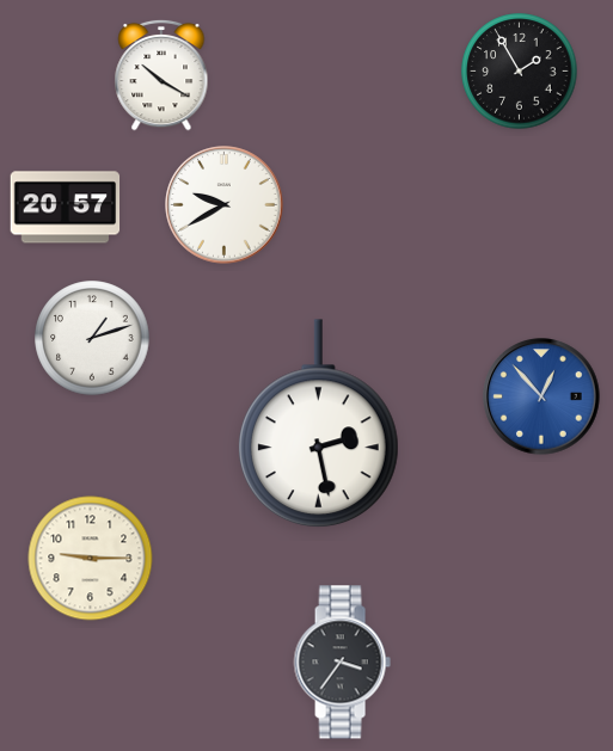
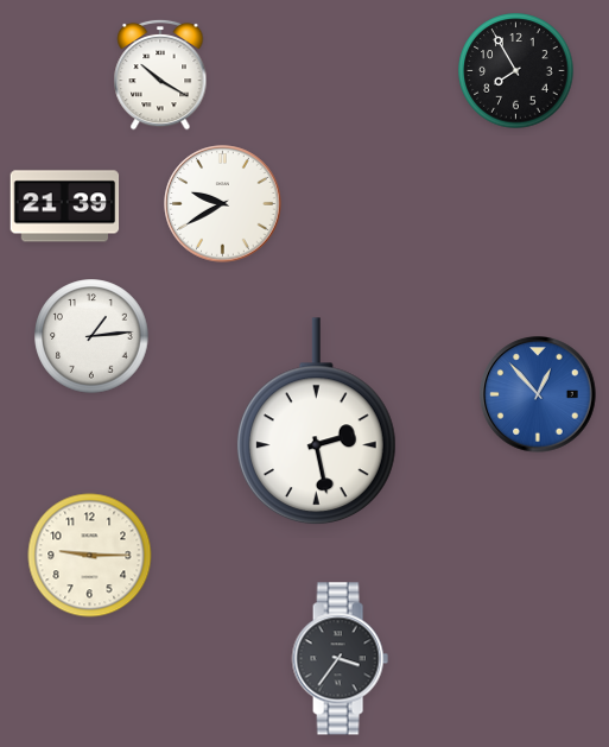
clock at (520, 72): 1:55 -> 7:55
clock at (66, 208): 20:57 -> 21:39
clock at (92, 338): 1:12 -> 1:14
